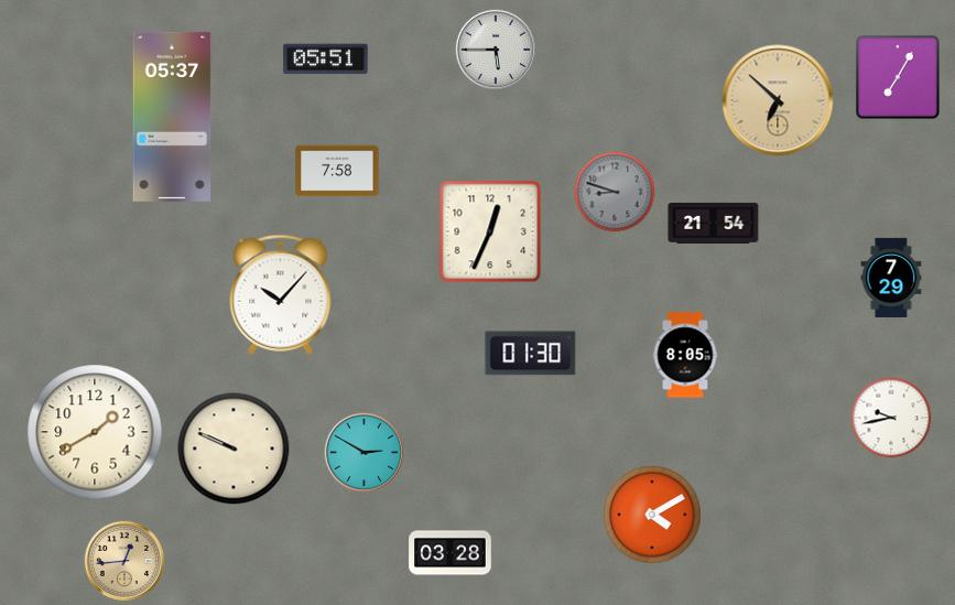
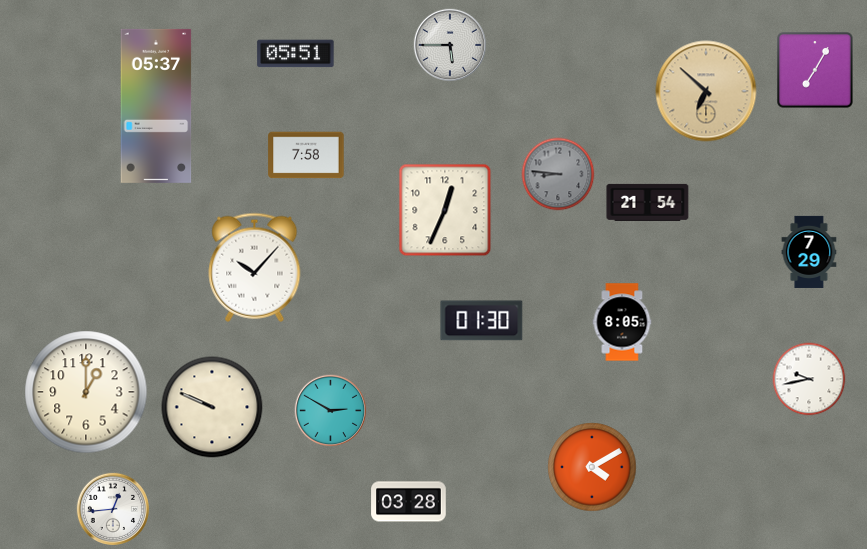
clock at (615, 192): 8:48 -> 8:46
clock at (95, 432): 1:40 -> 1:00
clock at (123, 560) dial: champagne -> white
